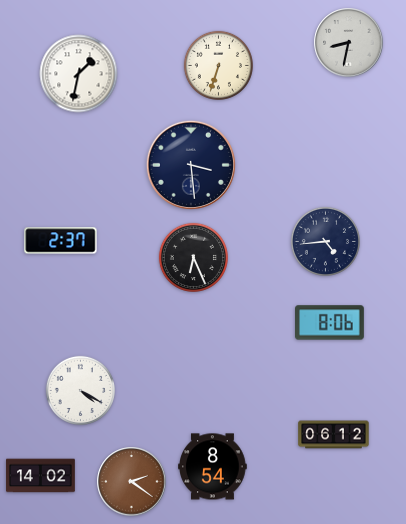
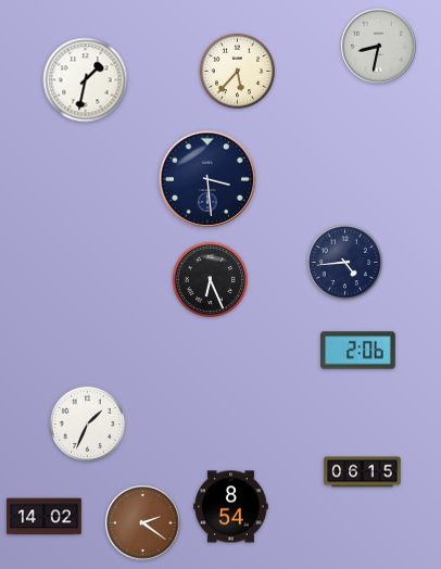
clock at (218, 65): 6:33 -> 5:37
clock at (61, 241): 2:37 -> none
clock at (325, 241) position: (325, 241) -> (344, 262)
clock at (330, 323): 8:06 -> 2:06
clock at (80, 390): 4:20 -> 1:34
clock at (334, 435): 06:12 -> 06:15
